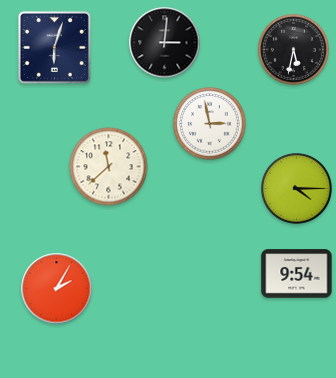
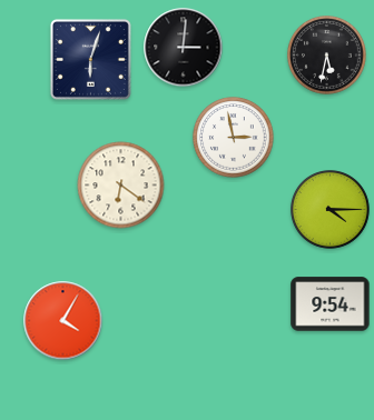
clock at (54, 47) position: (54, 47) -> (90, 59)
clock at (109, 167): 11:38 -> 6:21
clock at (57, 289): 2:05 -> 4:05
